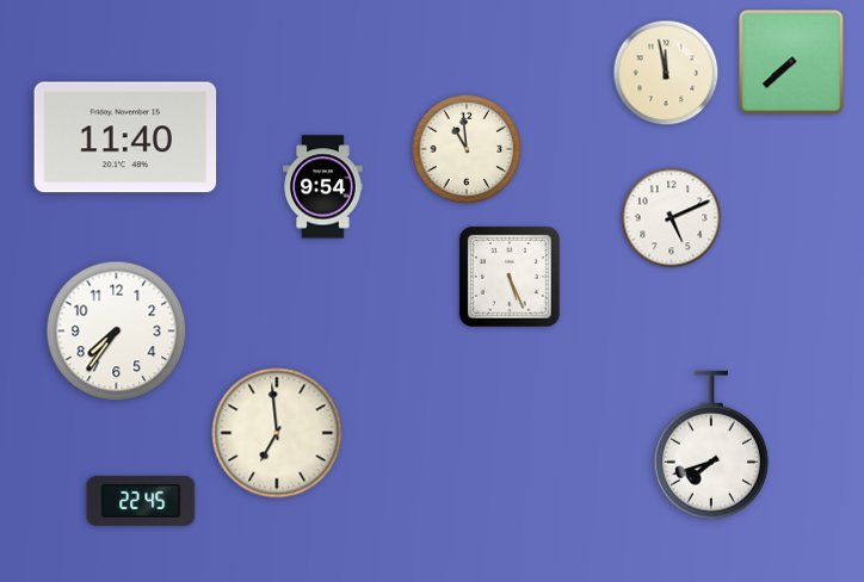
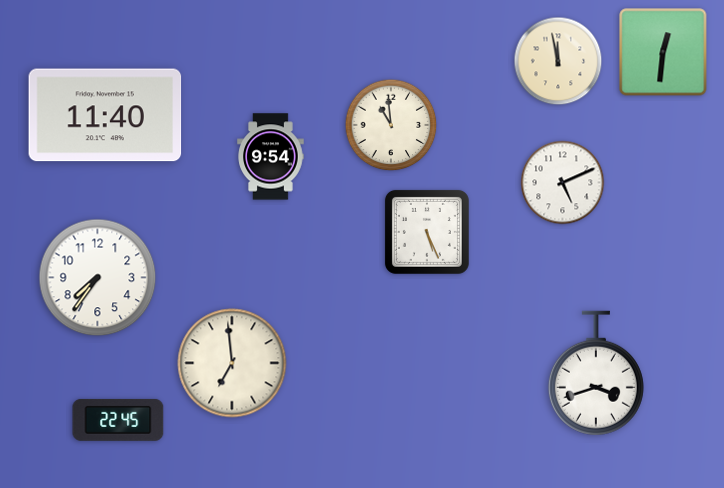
clock at (791, 62): 7:38 -> 12:31
clock at (711, 445): 7:42 -> 3:42
